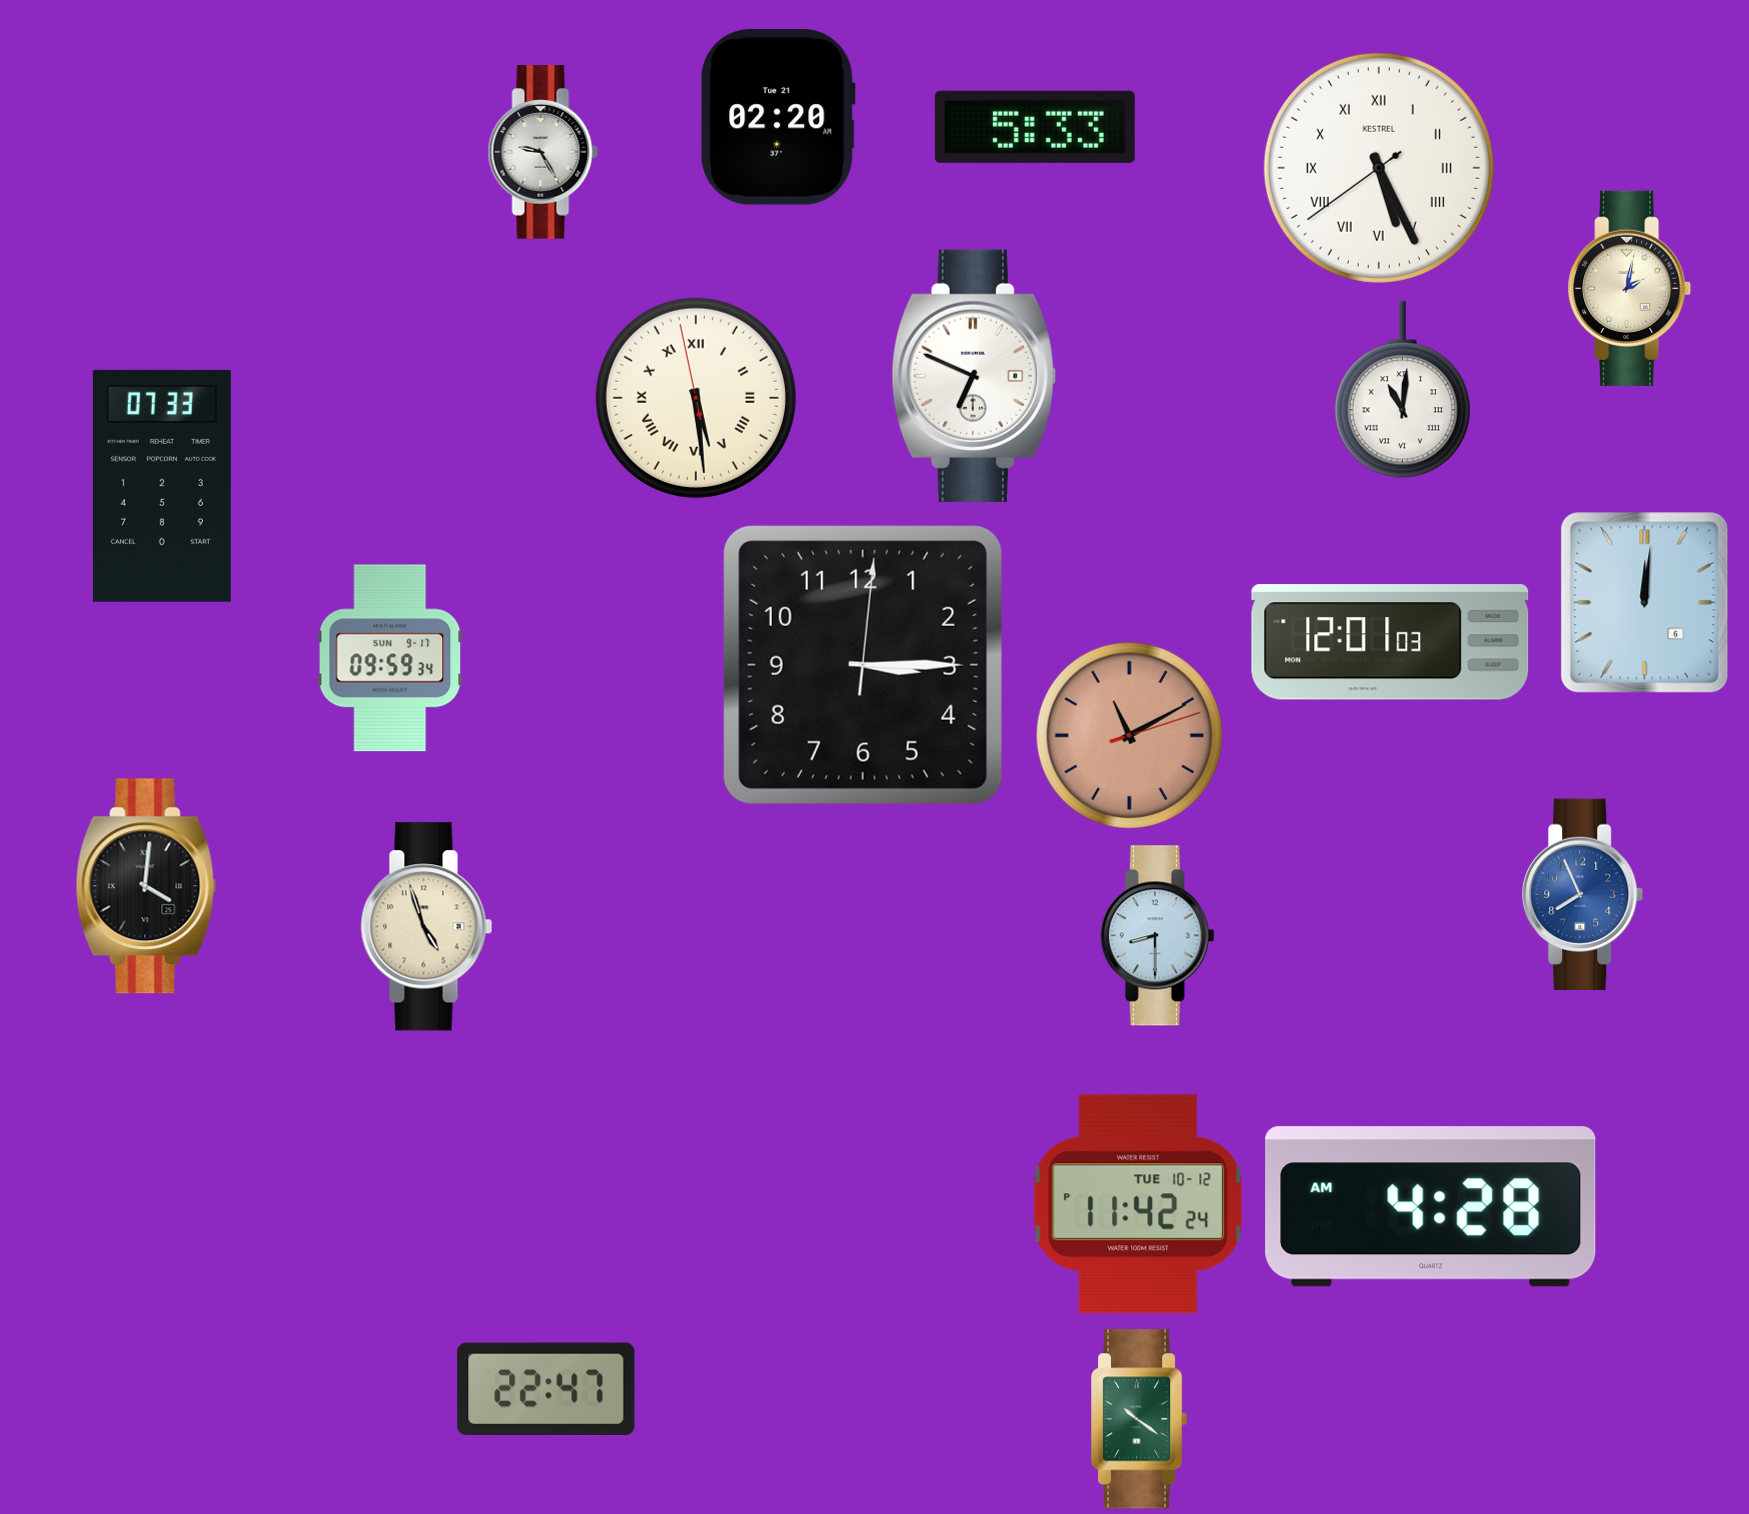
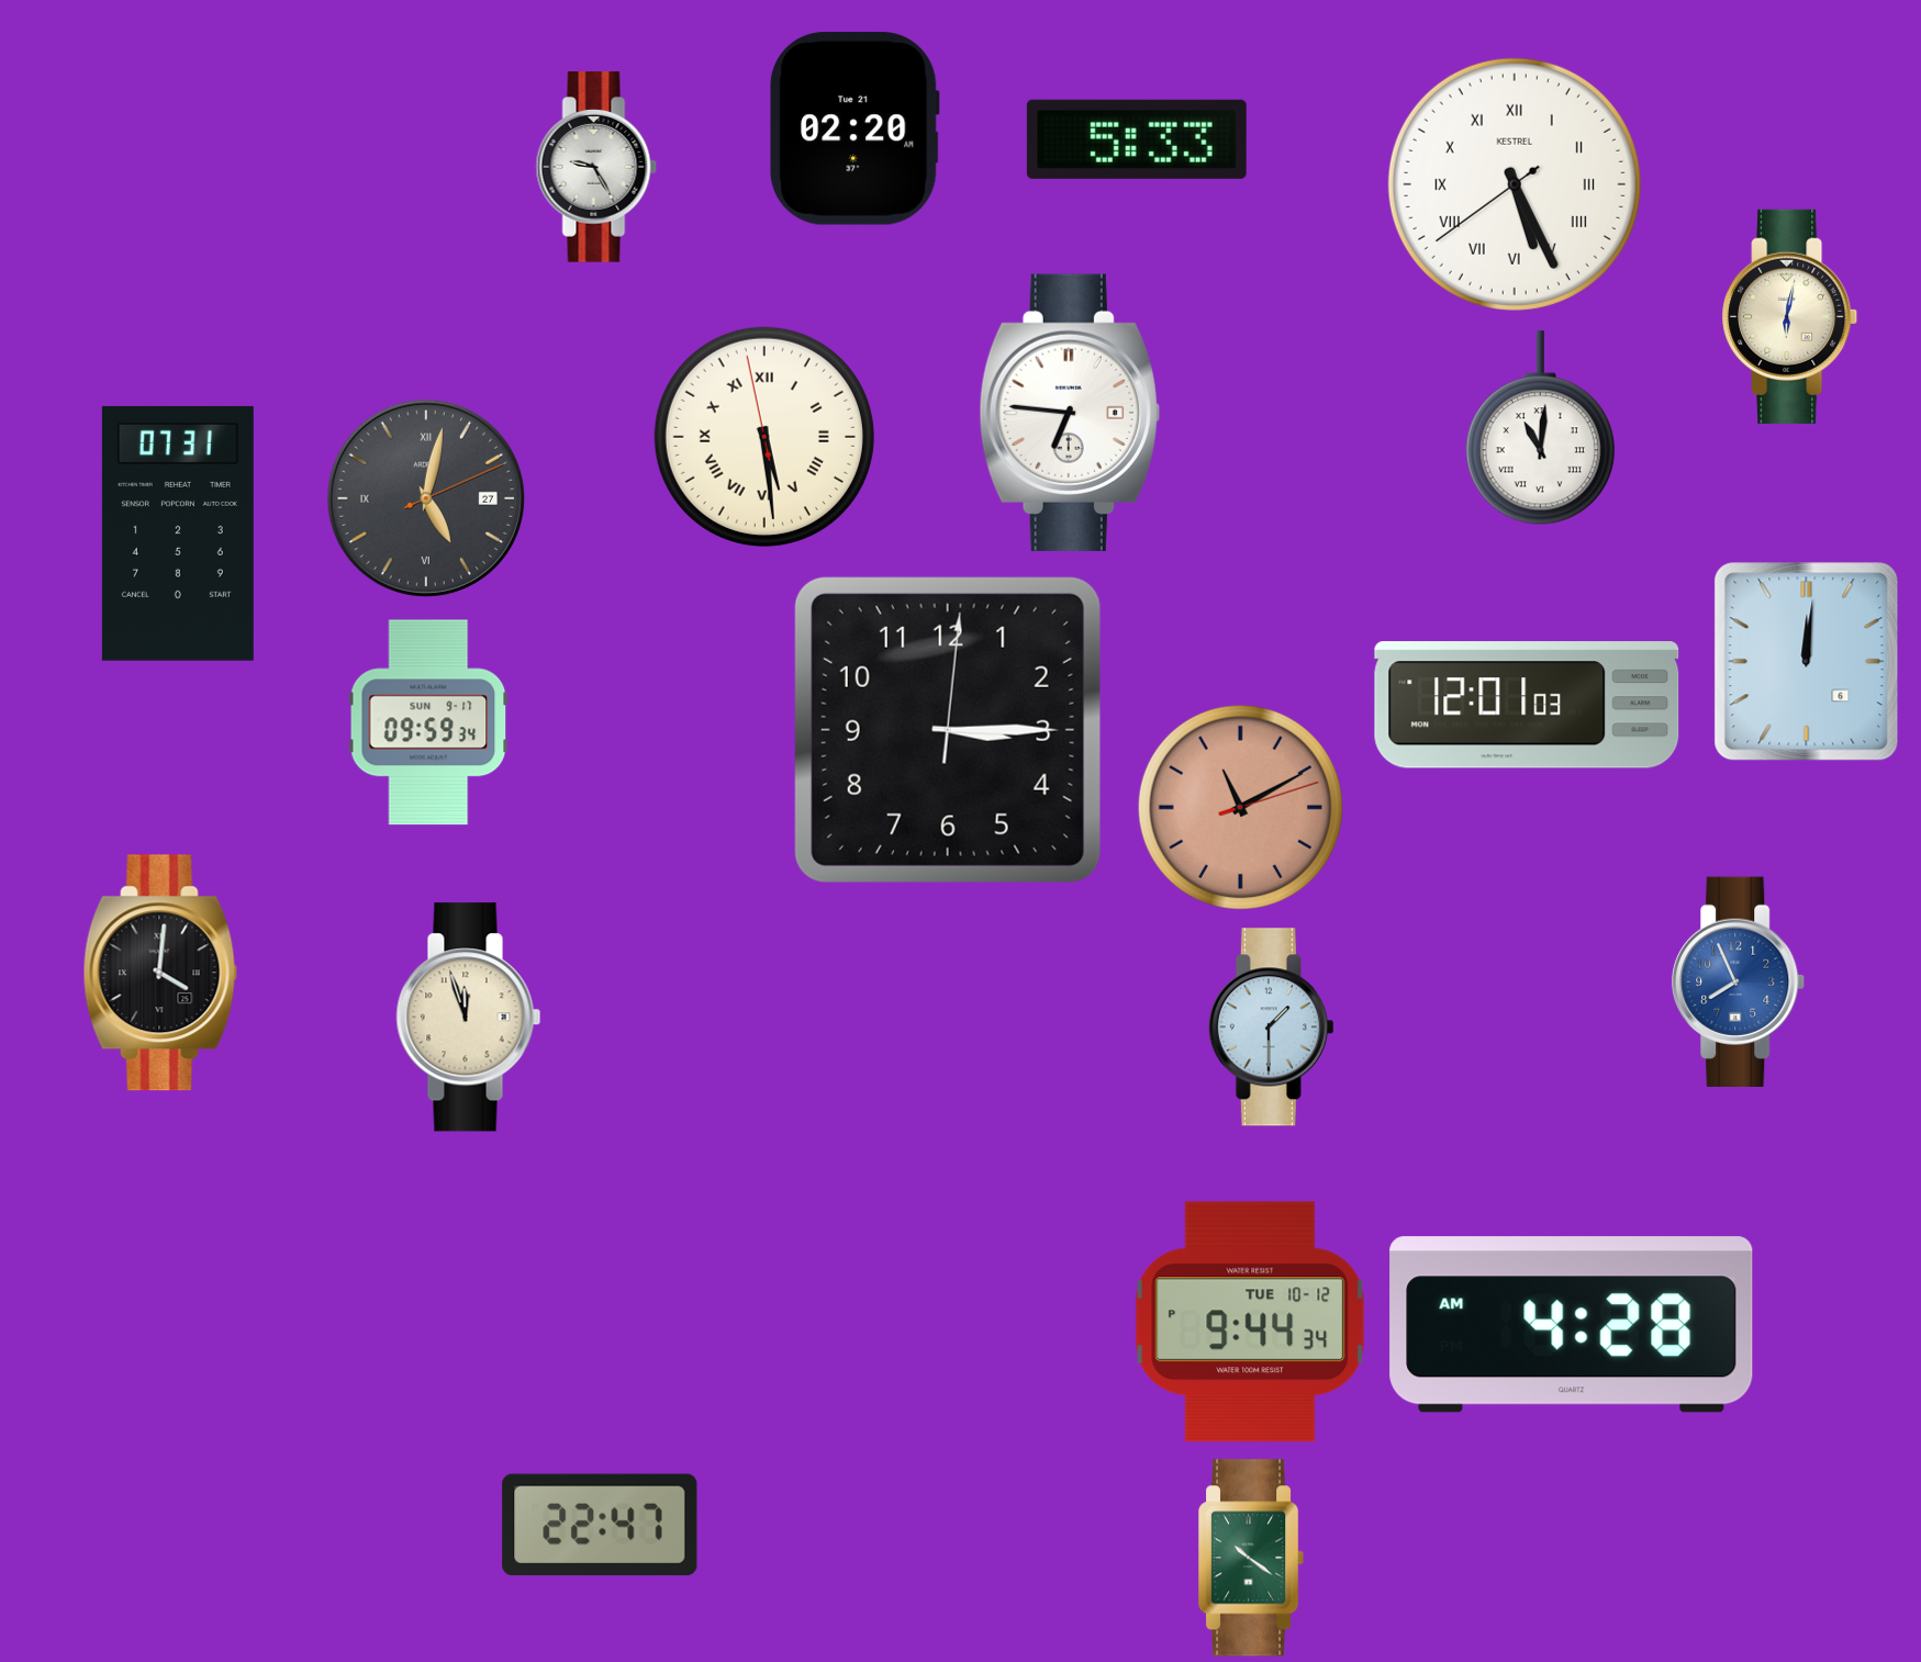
clock at (1630, 288): 2:02 -> 6:02
clock at (974, 376): 6:49 -> 6:46
clock at (425, 497): none -> 5:02
clock at (162, 486): 07:33 -> 07:31
clock at (427, 927): 4:57 -> 11:57
clock at (1157, 936): 8:30 -> 1:30
clock at (1138, 1204): 11:42 -> 9:44
